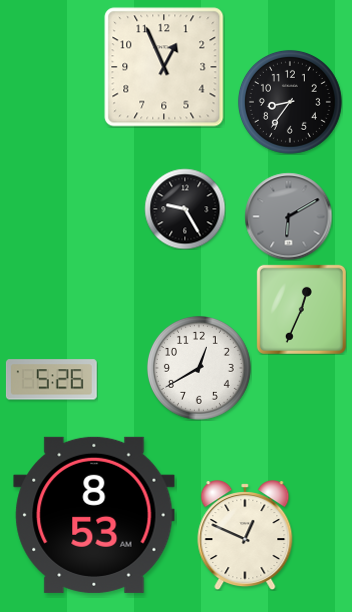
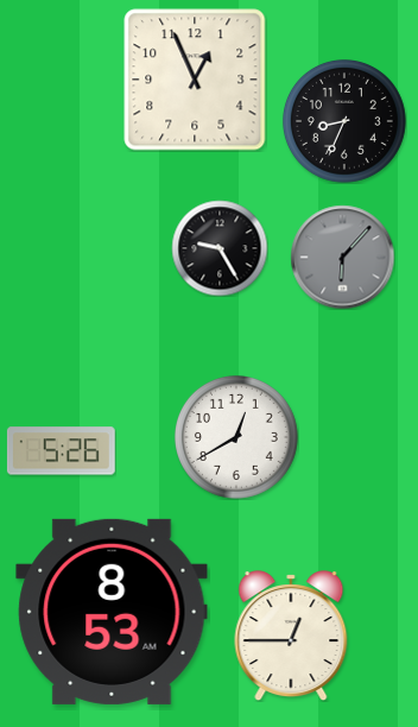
clock at (290, 102): 8:36 -> 8:34
clock at (288, 216): 6:10 -> 6:07
clock at (301, 309): 12:34 -> none
clock at (245, 535): 12:49 -> 12:45
